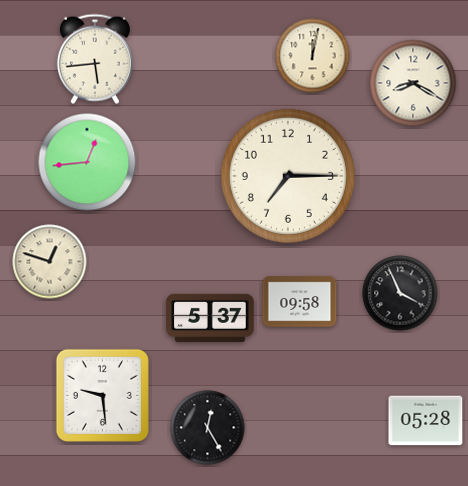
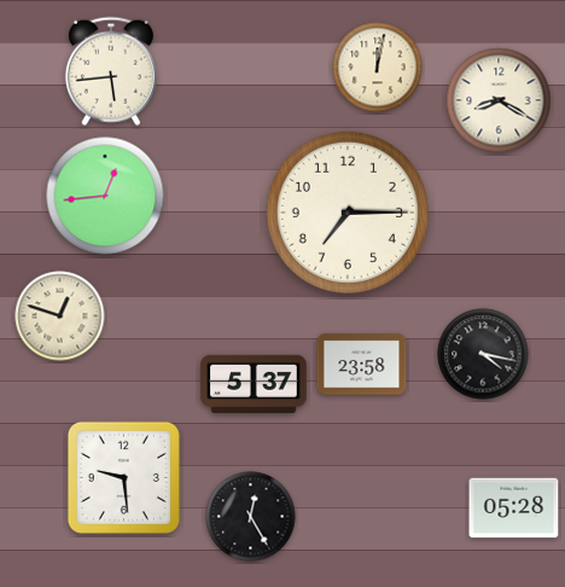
clock at (95, 59) position: (95, 59) -> (111, 71)
clock at (400, 293): 3:56 -> 4:17
clock at (300, 302): 09:58 -> 23:58
